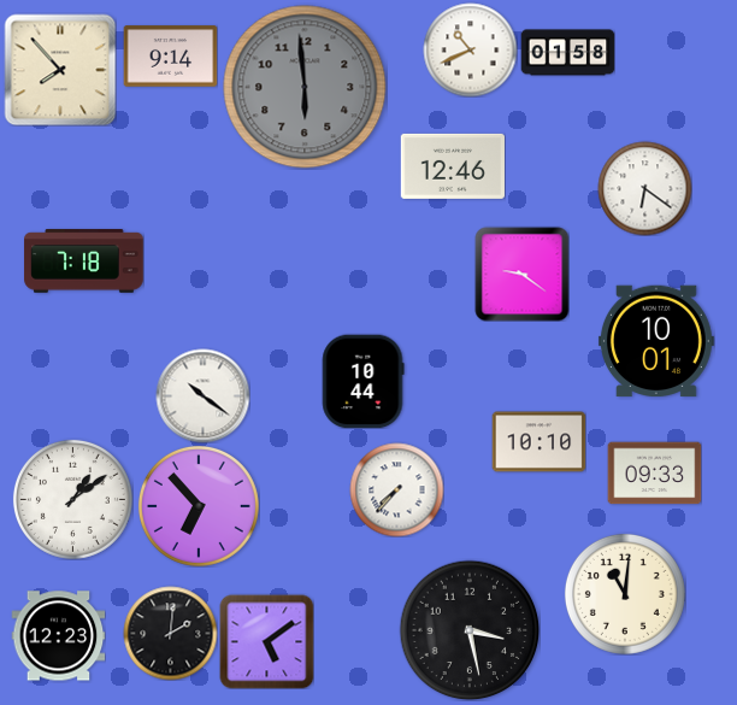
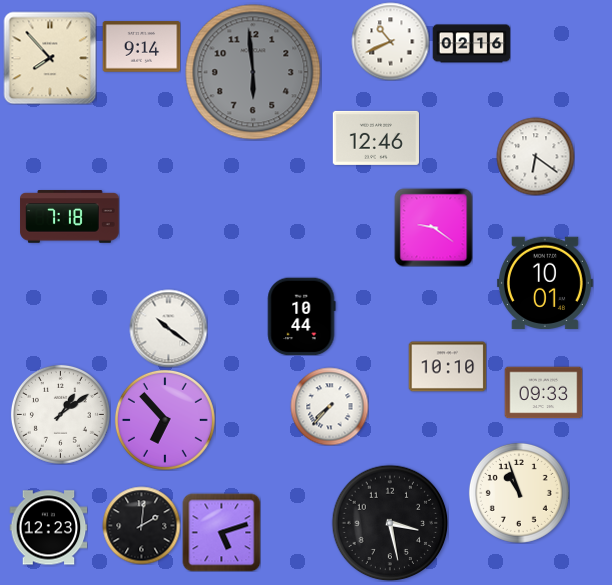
clock at (567, 53): 01:58 -> 02:16
clock at (625, 594): 11:01 -> 10:57
clock at (266, 641): 5:09 -> 5:12
